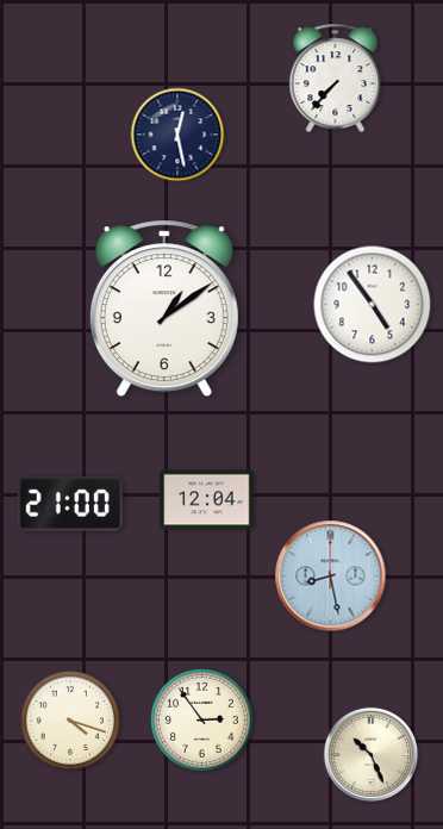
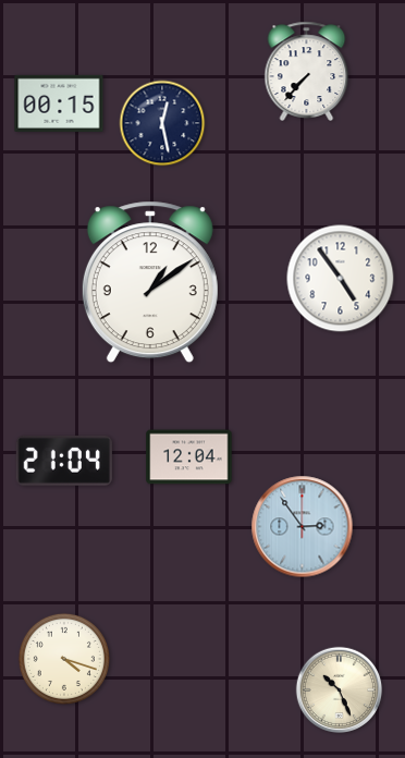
clock at (59, 103): none -> 00:15
clock at (70, 504): 21:00 -> 21:04
clock at (331, 576): 8:28 -> 2:54
clock at (201, 719): 2:54 -> none
